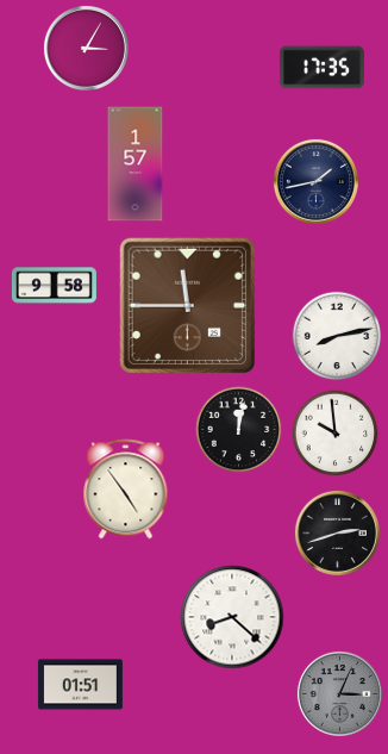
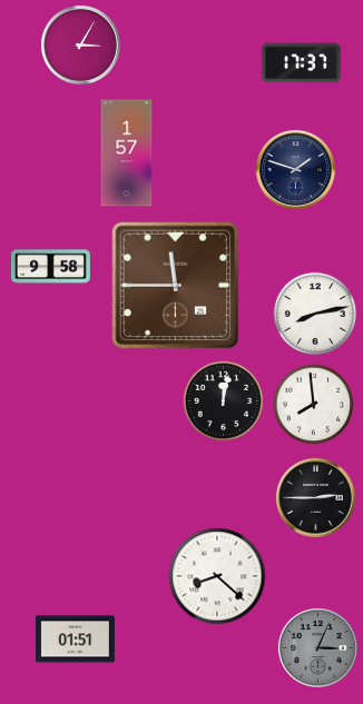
clock at (321, 68): 17:35 -> 17:37
clock at (315, 181): 1:43 -> 1:48
clock at (336, 434): 9:59 -> 7:59
clock at (126, 490): 4:54 -> none
clock at (337, 532): 2:42 -> 2:45
